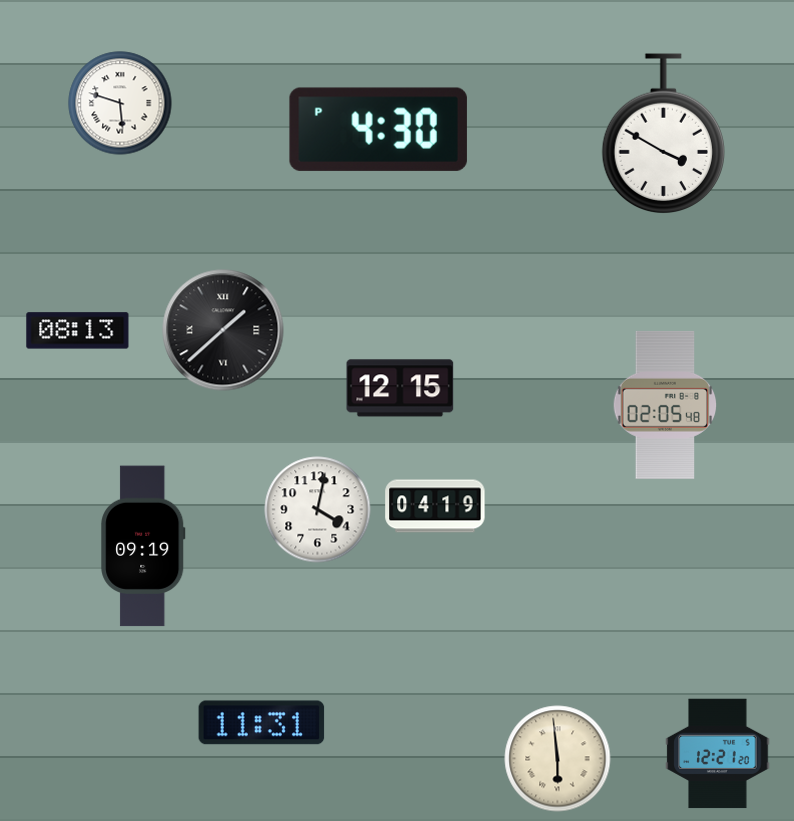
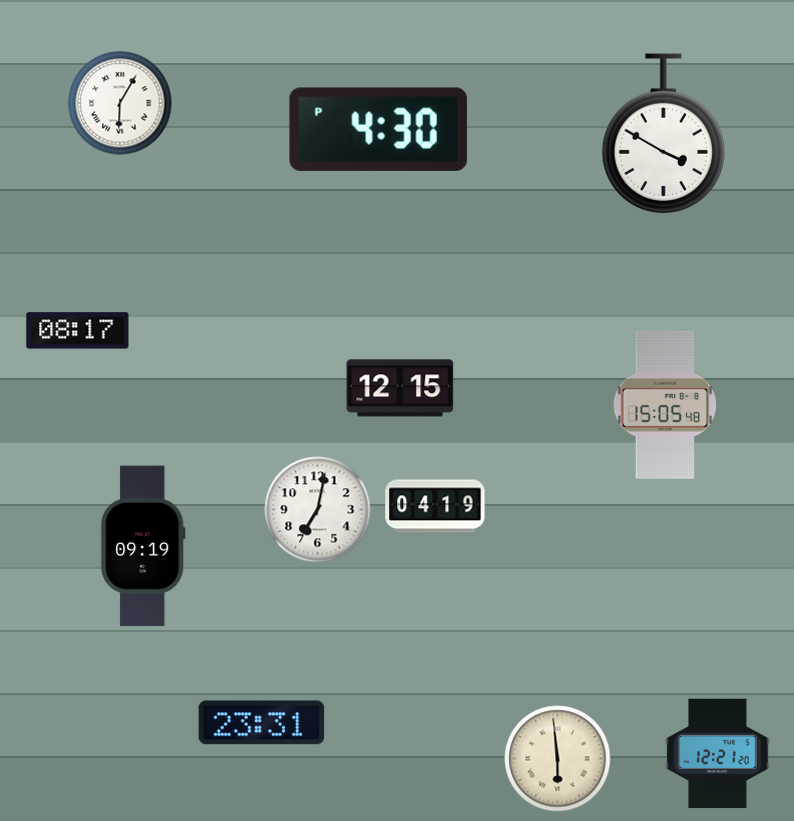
clock at (120, 103): 5:48 -> 6:05
clock at (223, 330): 1:38 -> none
clock at (78, 331): 08:13 -> 08:17
clock at (665, 405): 02:05 -> 15:05
clock at (318, 510): 4:02 -> 7:02
clock at (262, 723): 11:31 -> 23:31
